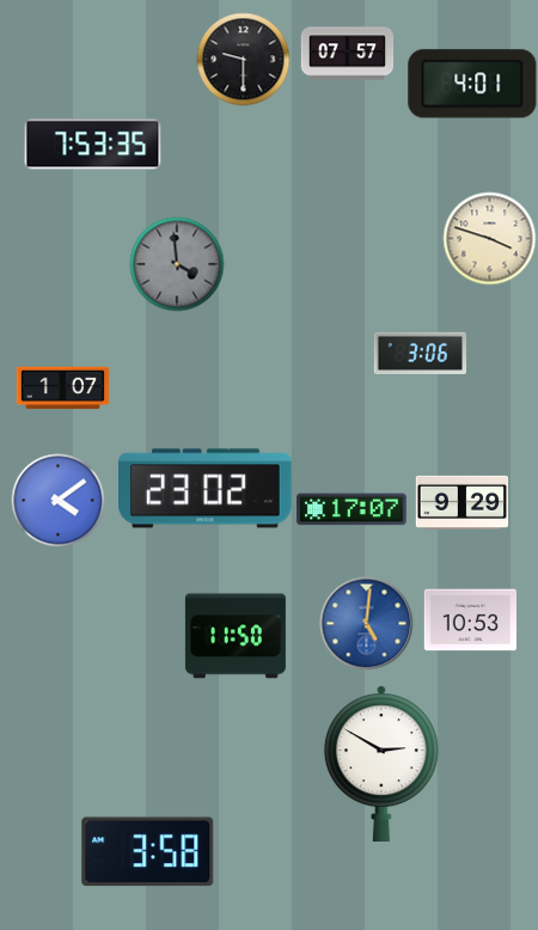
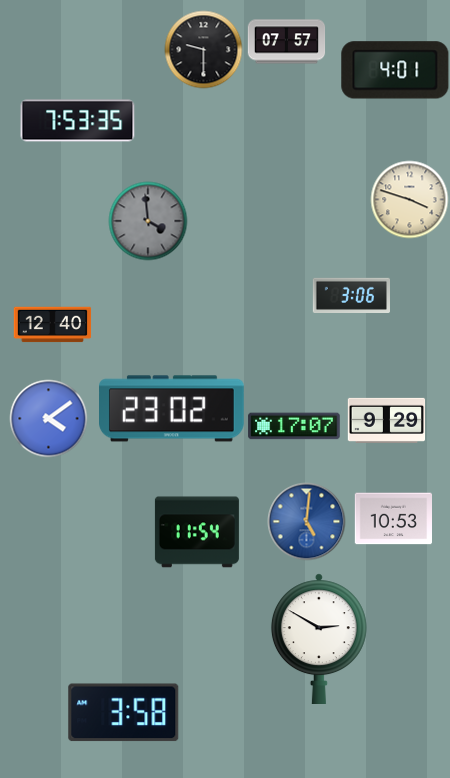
clock at (347, 54) position: (347, 54) -> (286, 42)
clock at (62, 388): 1:07 -> 12:40
clock at (236, 636): 11:50 -> 11:54
